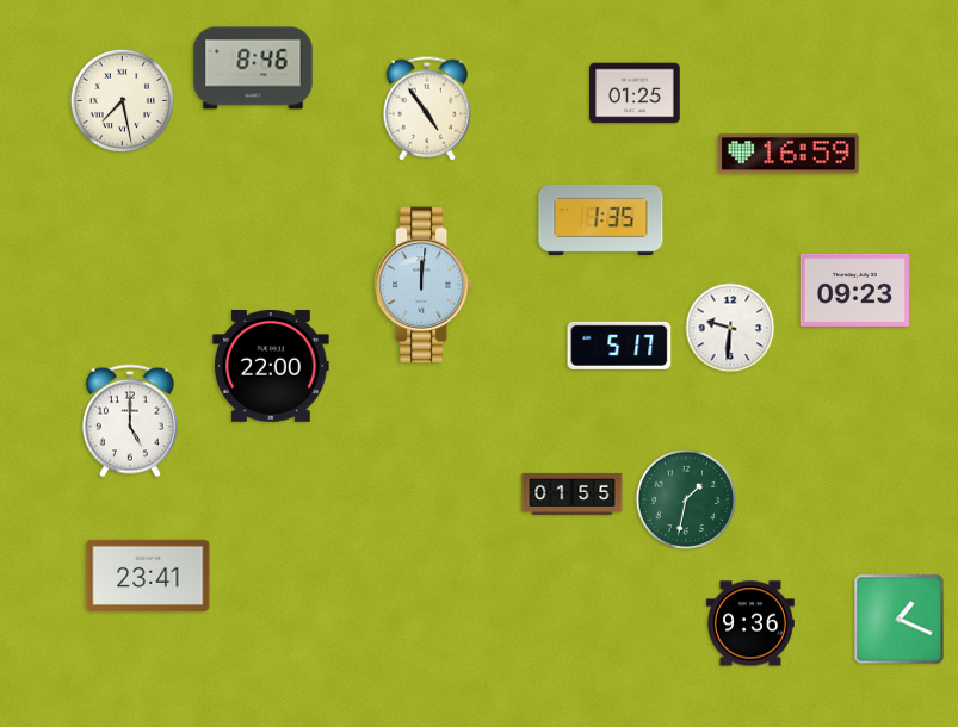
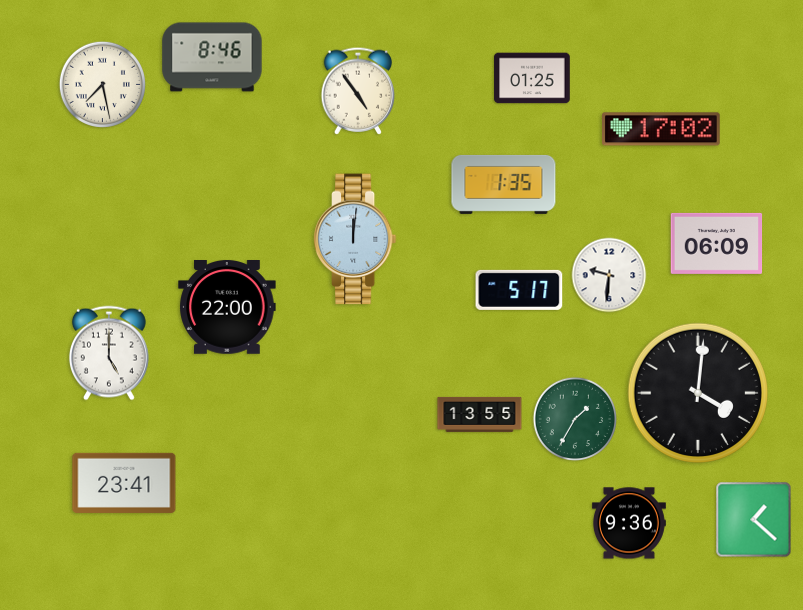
clock at (790, 154): 16:59 -> 17:02
clock at (855, 290): 09:23 -> 06:09
clock at (730, 328) position: (730, 328) -> (609, 275)
clock at (697, 392): none -> 4:01
clock at (573, 493): 01:55 -> 13:55
clock at (686, 499): 1:32 -> 1:35
clock at (900, 620): 1:19 -> 1:22
